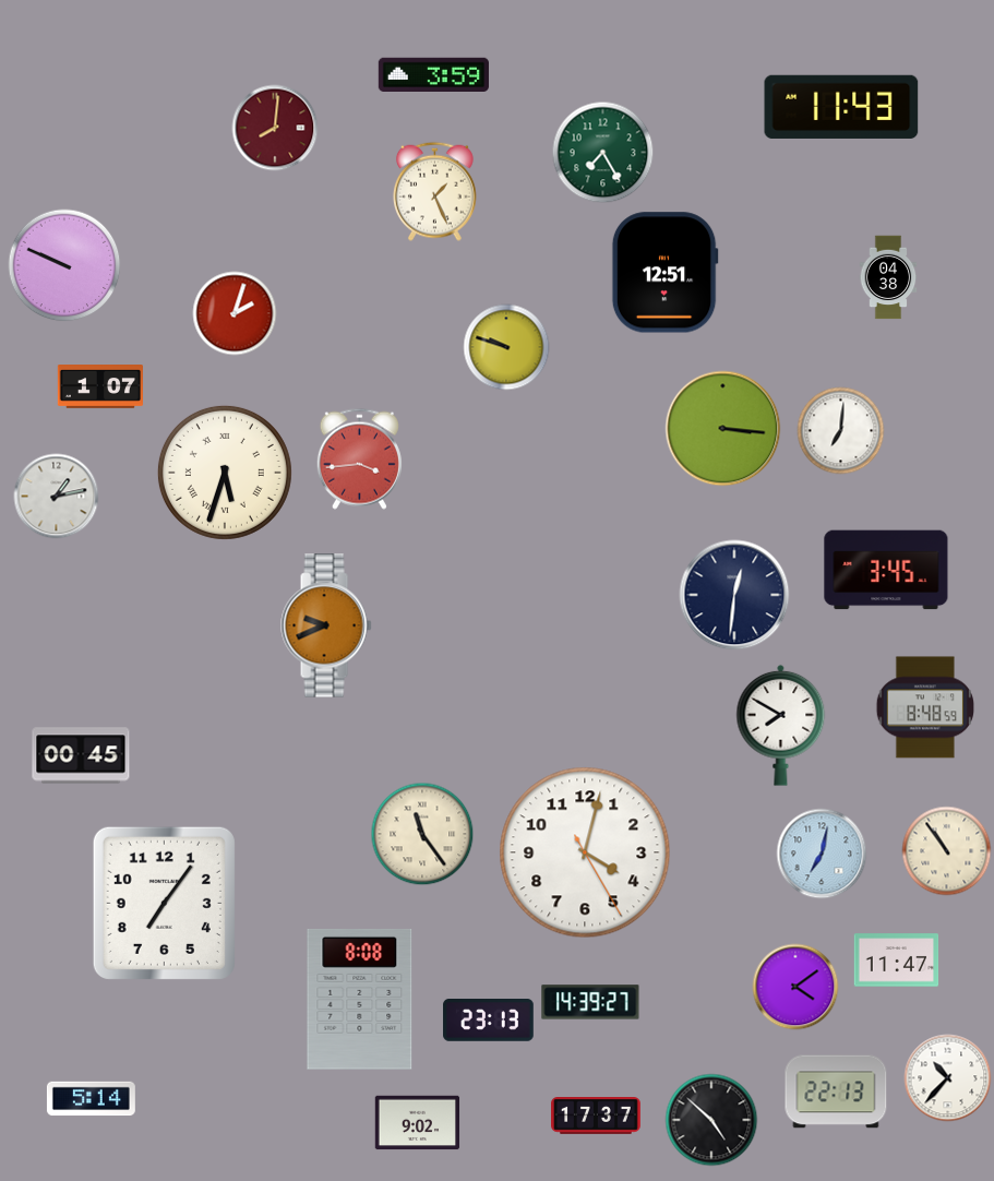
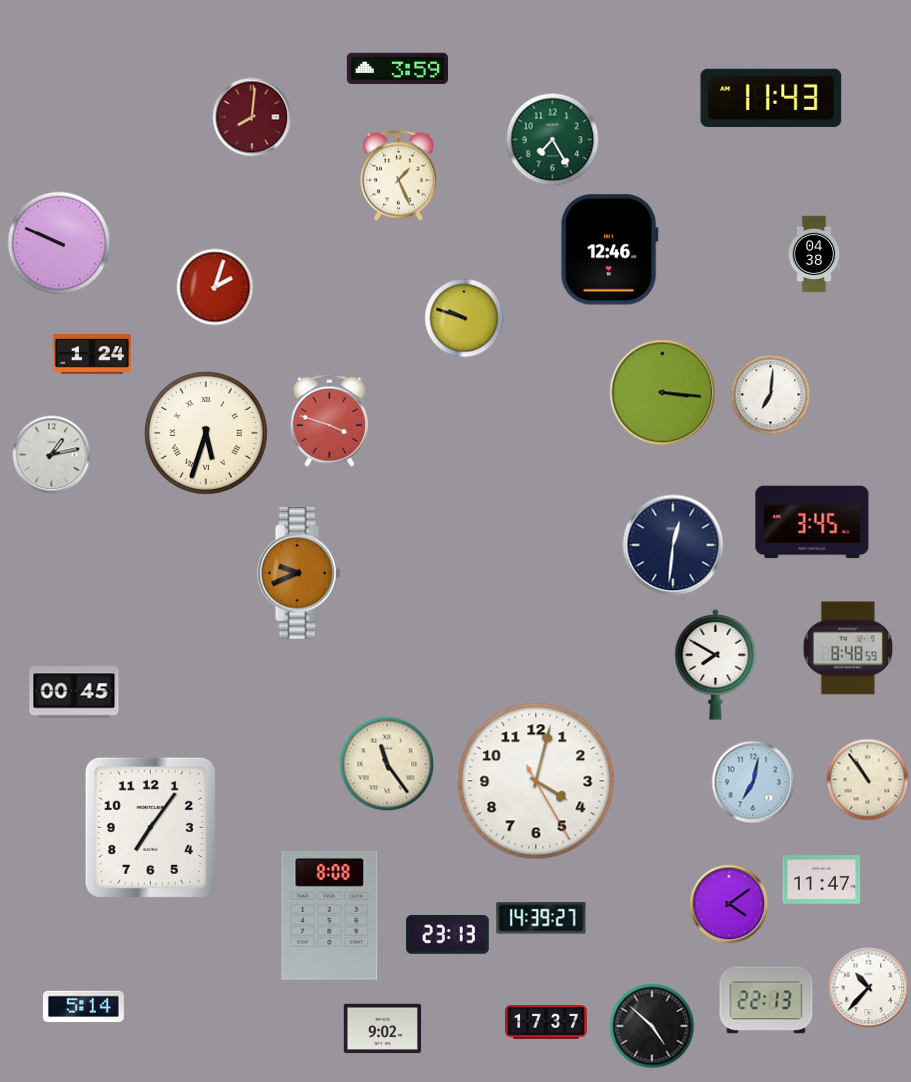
clock at (664, 273): 12:51 -> 12:46
clock at (99, 387): 1:07 -> 1:24
clock at (359, 458): 3:44 -> 3:48
